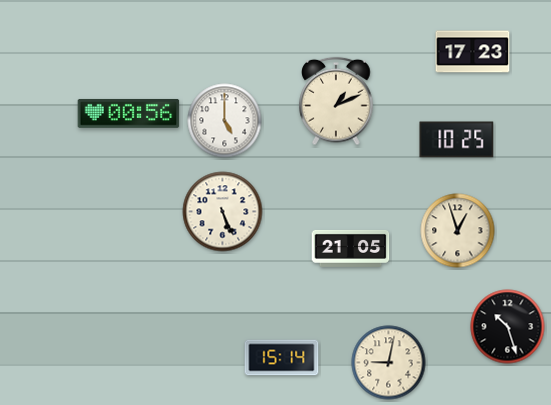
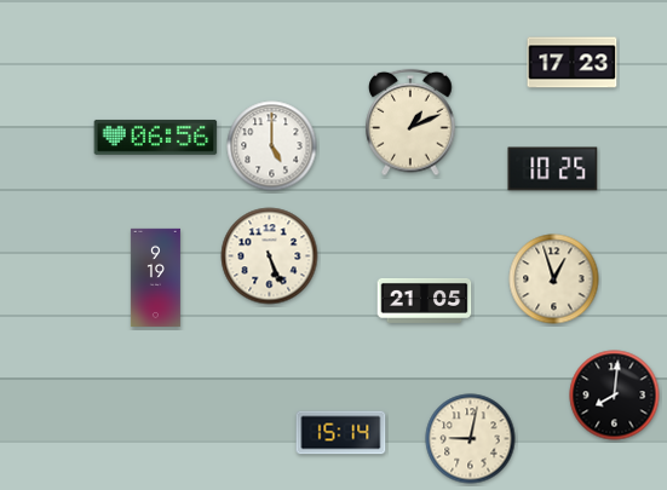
clock at (336, 101) position: (336, 101) -> (410, 122)
clock at (129, 113): 00:56 -> 06:56
clock at (155, 277): none -> 9:19
clock at (508, 327): 10:27 -> 8:01
